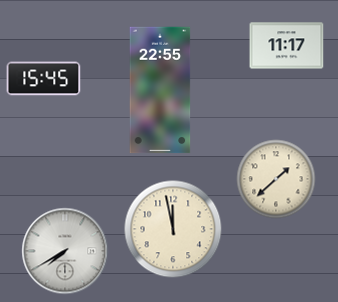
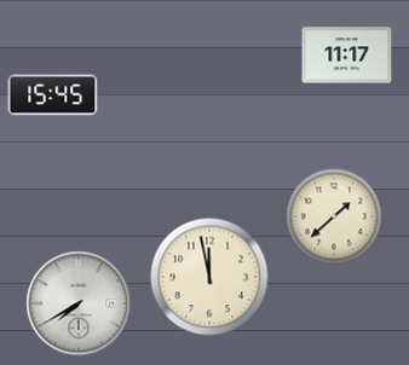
clock at (160, 90): 22:55 -> none
